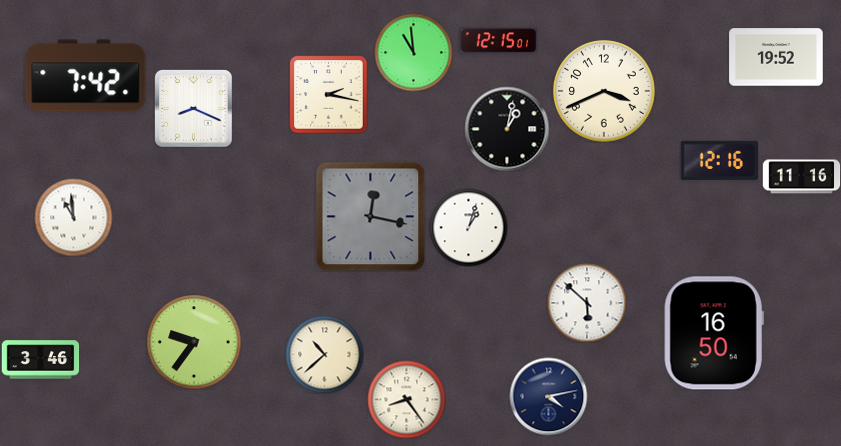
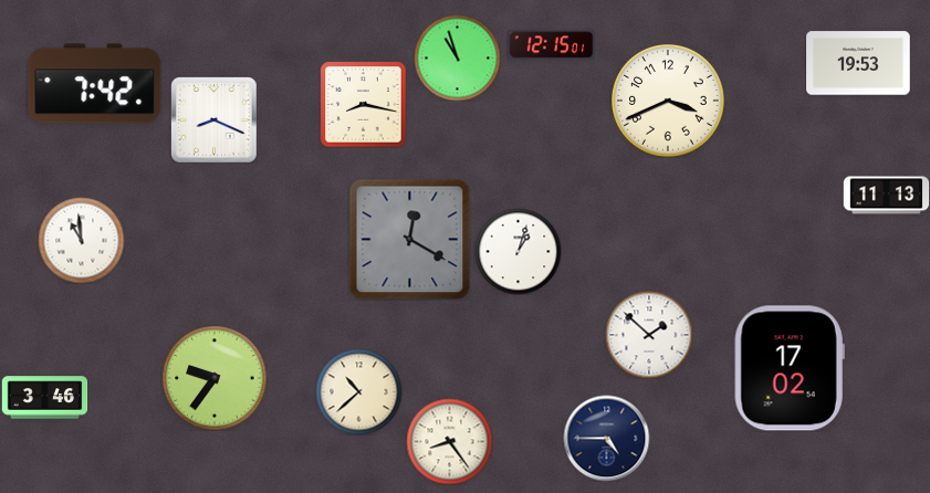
clock at (413, 52): 10:59 -> 10:57
clock at (776, 57): 19:52 -> 19:53
clock at (328, 94): 2:17 -> 8:17
clock at (507, 129): 1:02 -> none
clock at (719, 160): 12:16 -> none
clock at (801, 177): 11:16 -> 11:13
clock at (370, 216): 12:17 -> 12:20
clock at (587, 303): 5:52 -> 1:52
clock at (714, 333): 16:50 -> 17:02
clock at (548, 396): 4:13 -> 4:45
